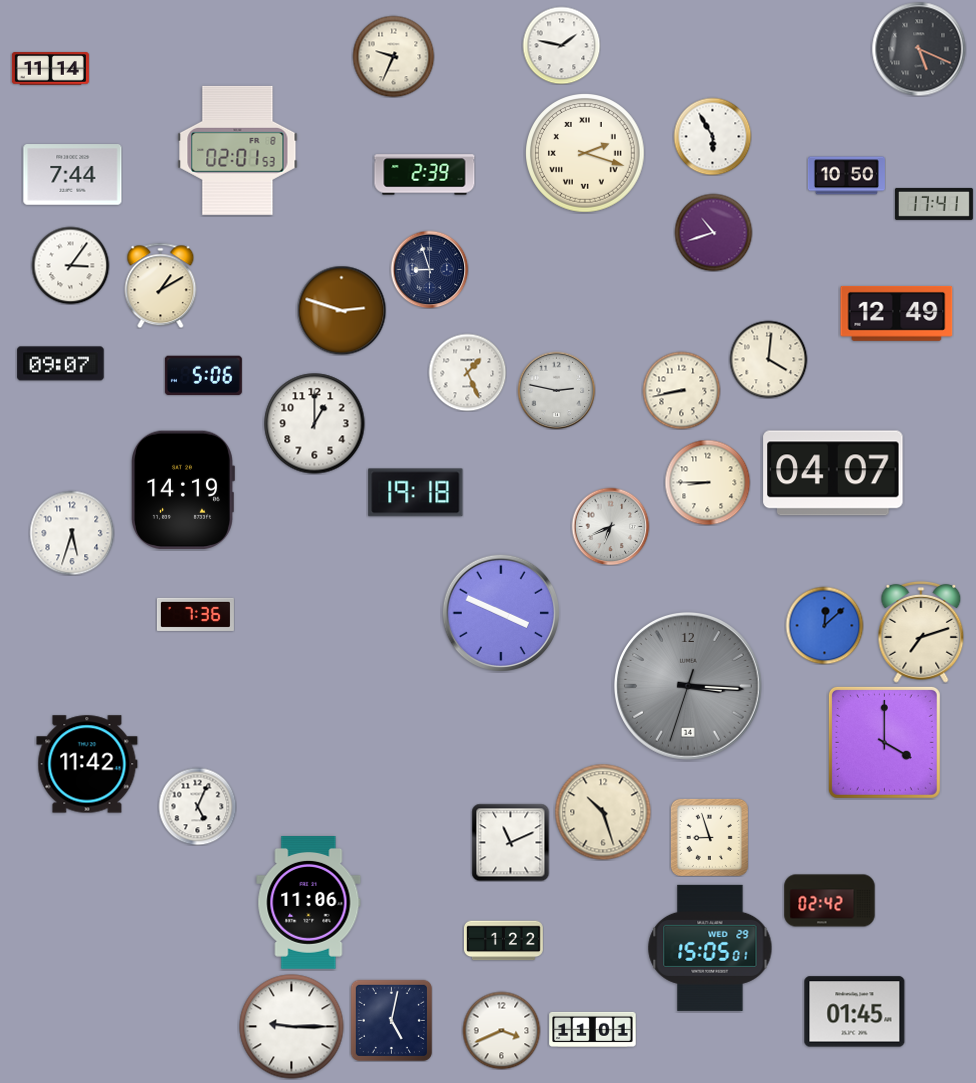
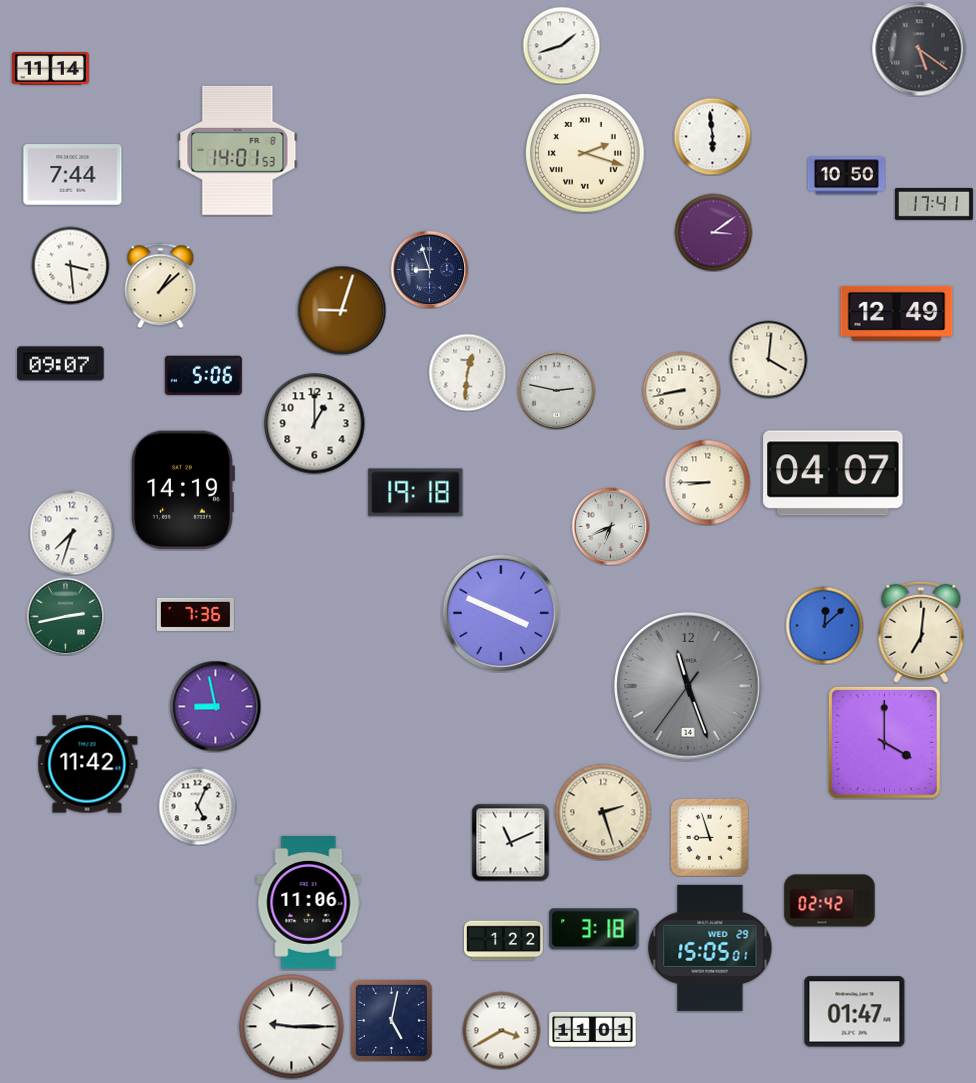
clock at (561, 45): 1:47 -> 1:42
clock at (919, 49): 5:19 -> 5:21
clock at (393, 56): 9:34 -> none
clock at (712, 136): 5:55 -> 5:59
clock at (238, 150): 02:01 -> 14:01
clock at (425, 175): 2:39 -> none
clock at (713, 232): 10:42 -> 3:09
clock at (70, 265): 3:06 -> 3:29
clock at (161, 285): 1:10 -> 1:08
clock at (341, 310): 2:48 -> 9:03
clock at (467, 372): 1:26 -> 12:31
clock at (72, 533): 5:33 -> 7:33
clock at (65, 616): none -> 2:43
clock at (921, 633): 7:12 -> 7:01
clock at (689, 687): 3:15 -> 11:26
clock at (215, 706): none -> 8:58
clock at (603, 812): 10:27 -> 2:27
clock at (594, 929): none -> 3:18
clock at (855, 1012): 01:45 -> 01:47
clock at (501, 1030): 3:41 -> 3:40
